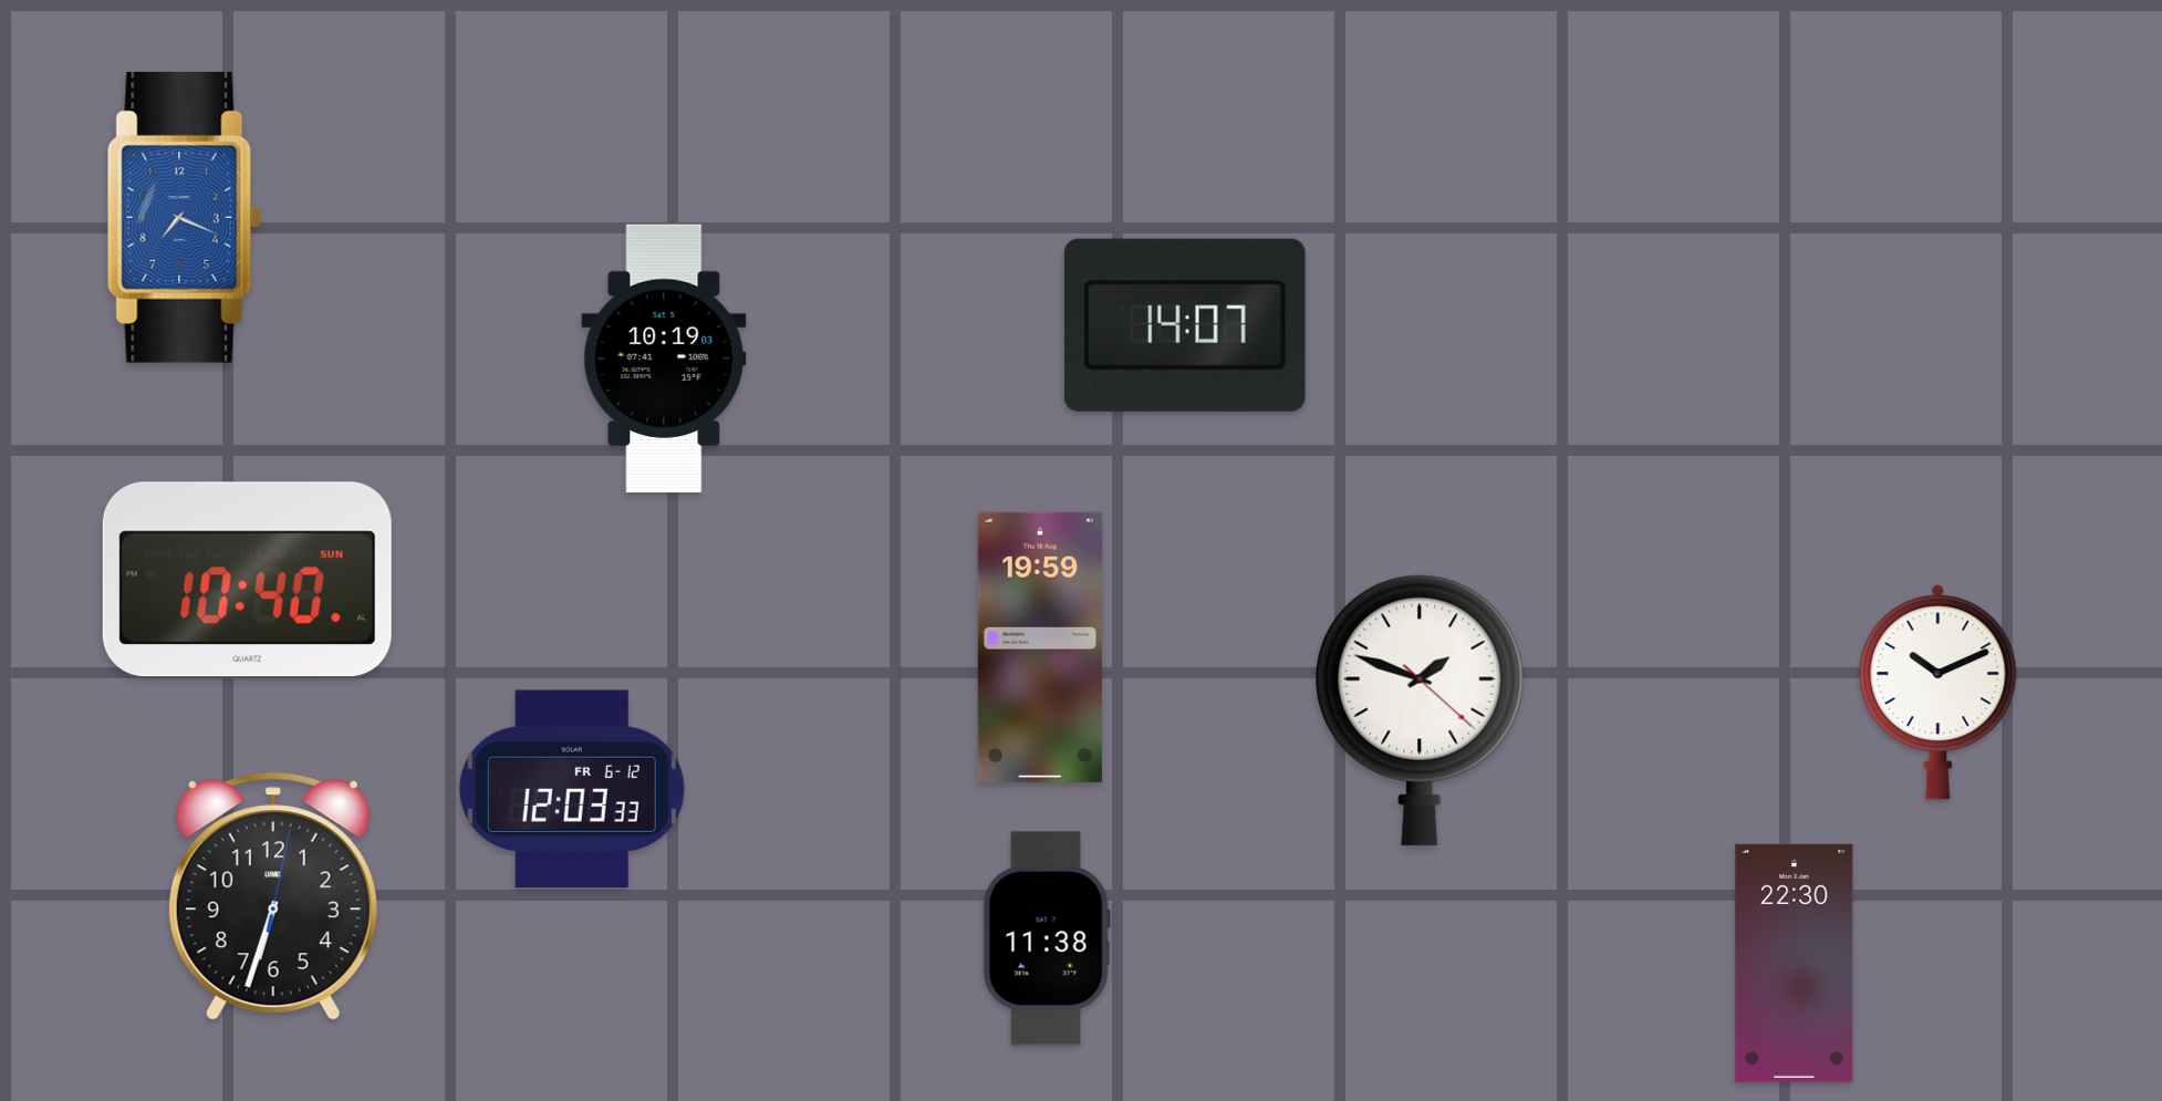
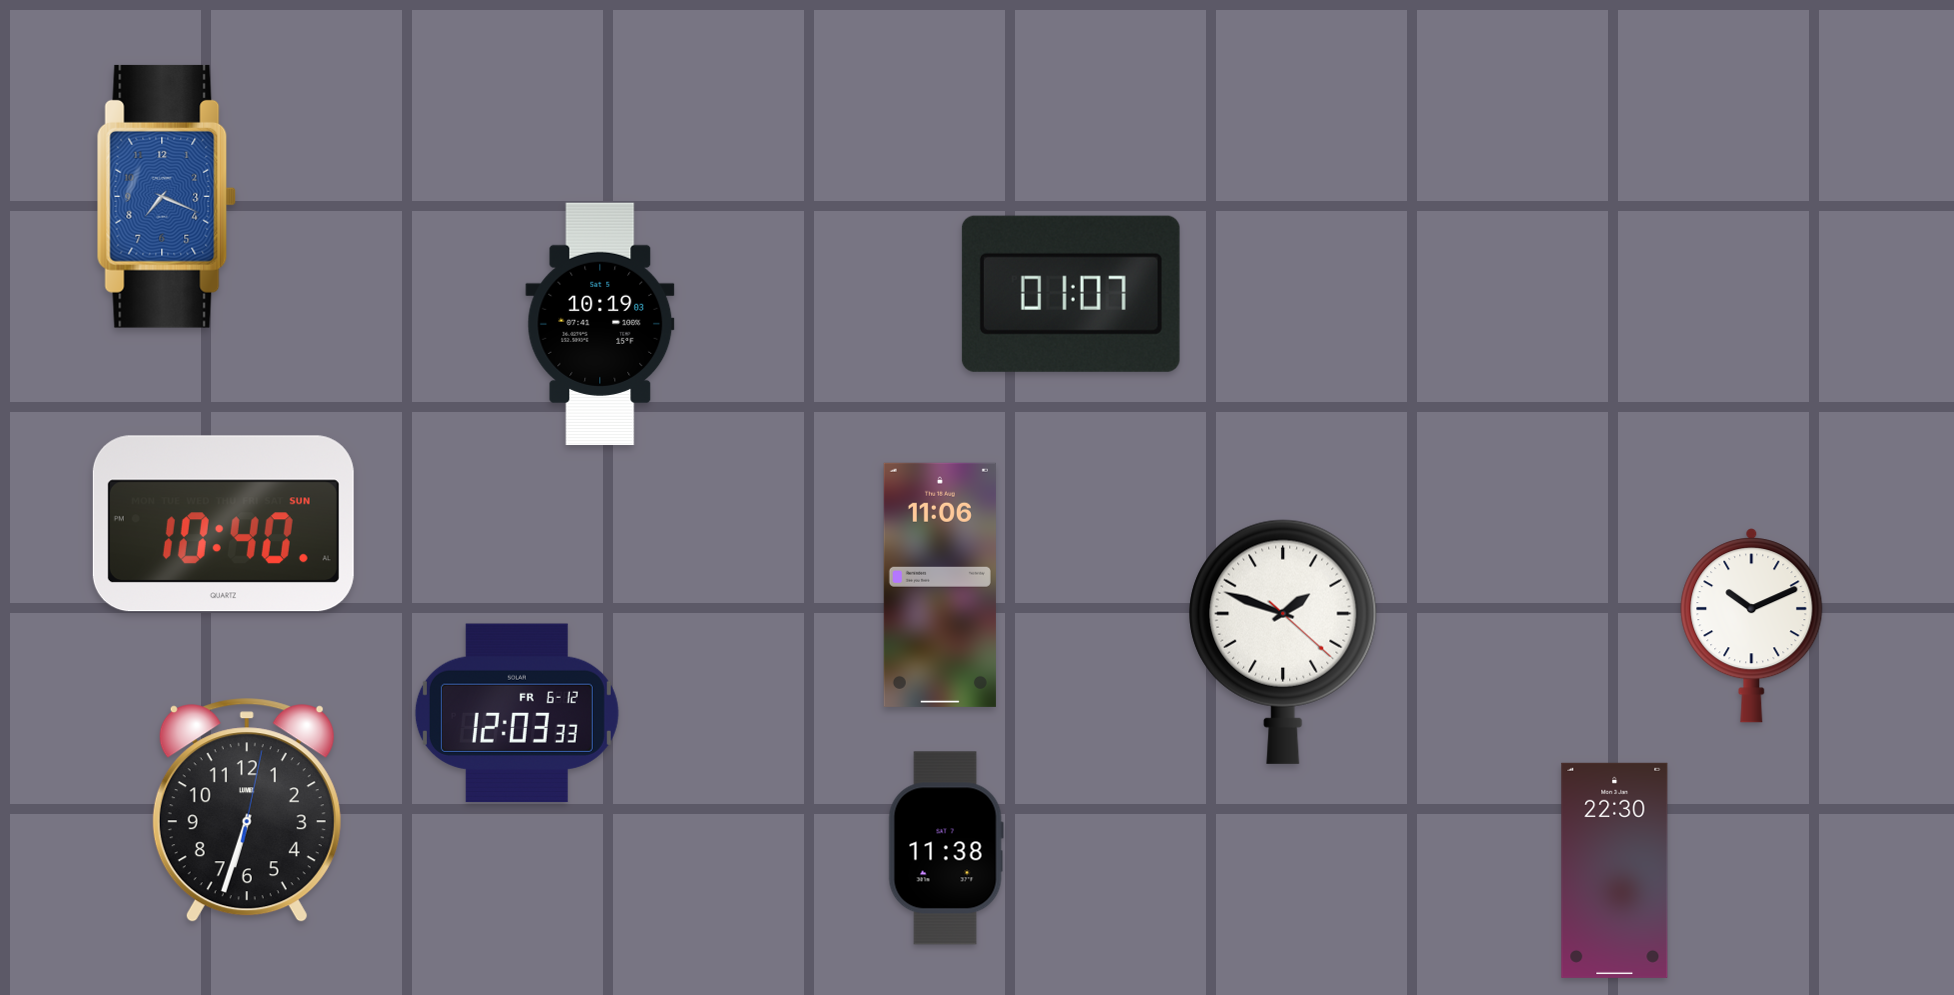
clock at (1185, 325): 14:07 -> 01:07
clock at (1040, 647): 19:59 -> 11:06
clock at (1795, 963) position: (1795, 963) -> (1615, 870)
